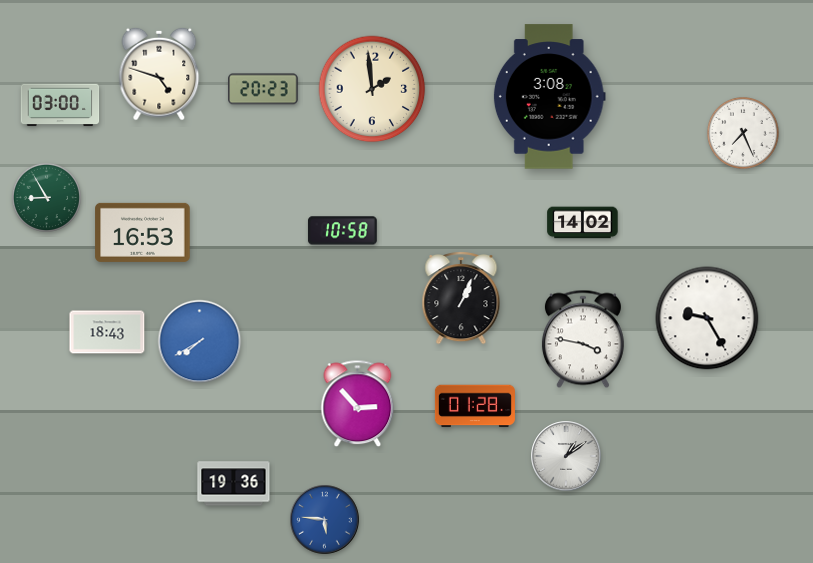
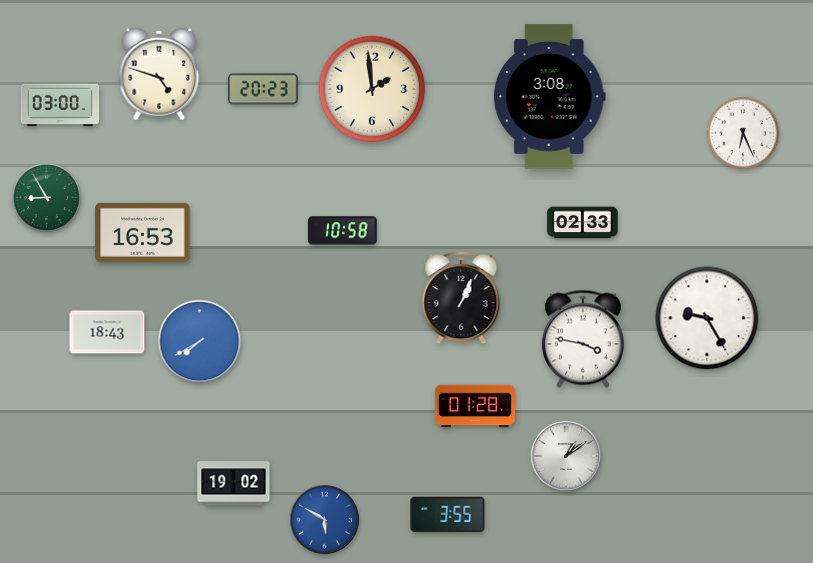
clock at (744, 134): 7:26 -> 6:26
clock at (583, 223): 14:02 -> 02:33
clock at (358, 404): 2:53 -> none
clock at (234, 484): 19:36 -> 19:02
clock at (448, 515): none -> 3:55
clock at (325, 520): 5:46 -> 5:50
